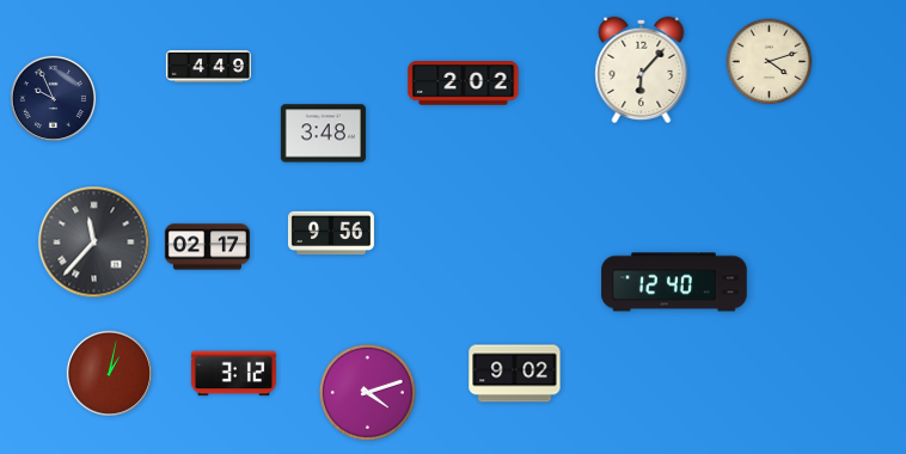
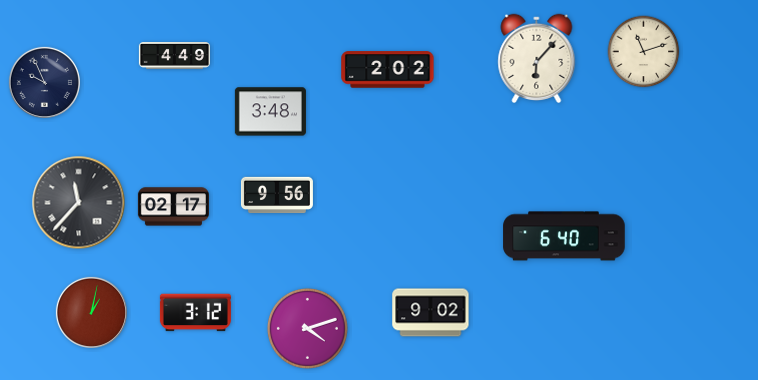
clock at (770, 62): 4:12 -> 11:12
clock at (674, 282): 12:40 -> 6:40
